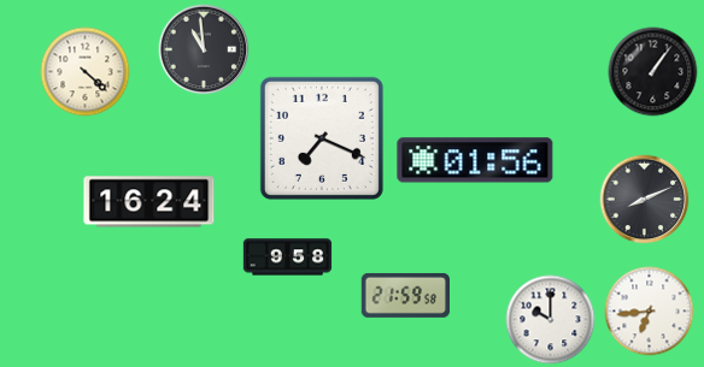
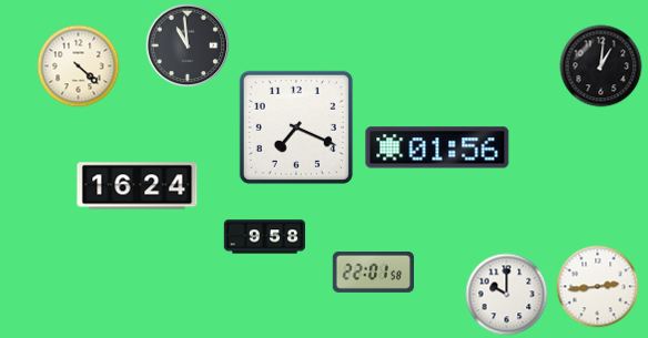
clock at (653, 72): 1:06 -> 1:01
clock at (645, 200): 8:11 -> none
clock at (405, 295): 21:59 -> 22:01
clock at (650, 312): 6:44 -> 2:44
